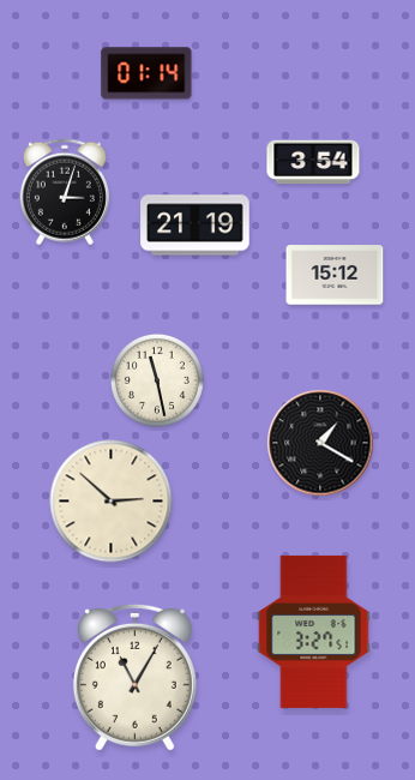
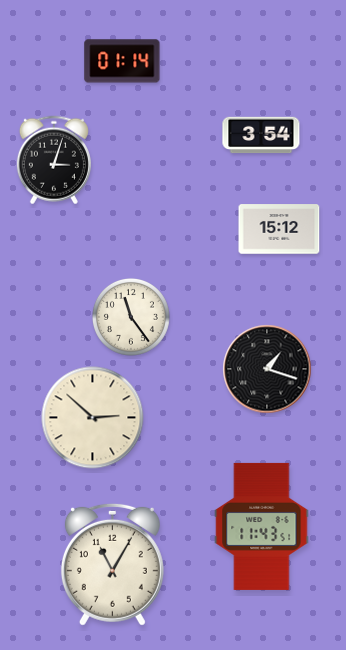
clock at (196, 226): 21:19 -> none
clock at (157, 380): 11:28 -> 11:24
clock at (320, 443): 1:20 -> 1:18
clock at (314, 631): 3:27 -> 11:43
